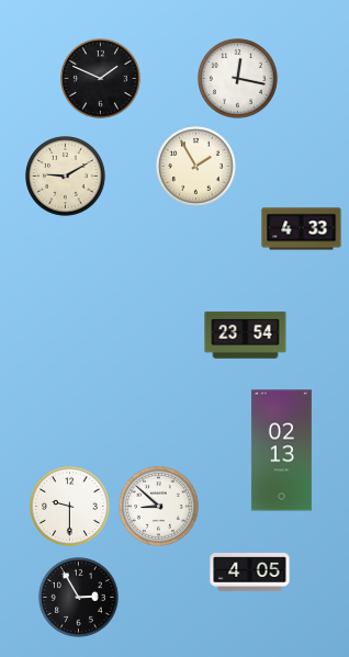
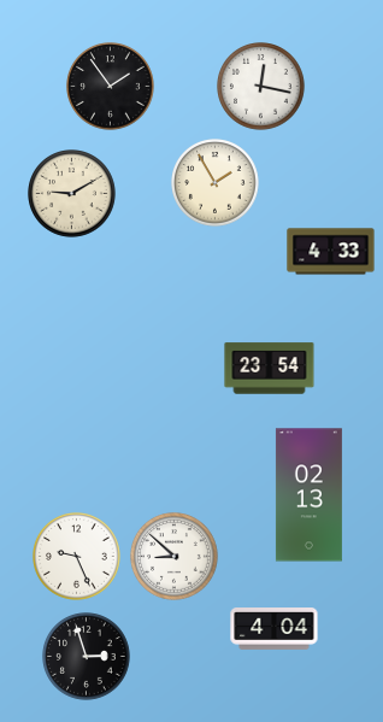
clock at (101, 79): 1:49 -> 1:54
clock at (70, 507): 9:30 -> 9:26
clock at (250, 573): 4:05 -> 4:04
clock at (79, 598): 2:55 -> 2:57
